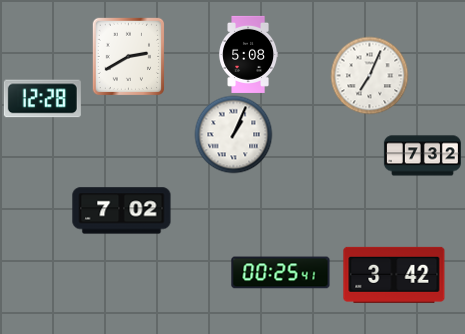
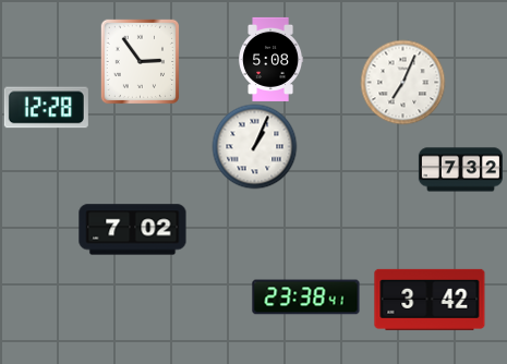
clock at (128, 56): 2:40 -> 2:54
clock at (281, 273): 00:25 -> 23:38
